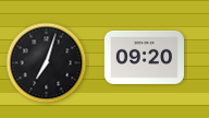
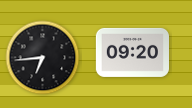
clock at (47, 63): 7:03 -> 6:44
